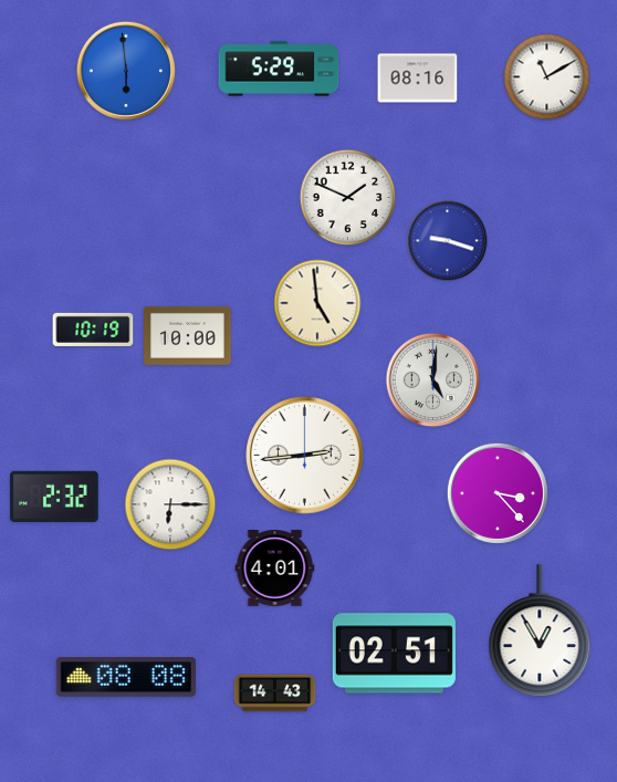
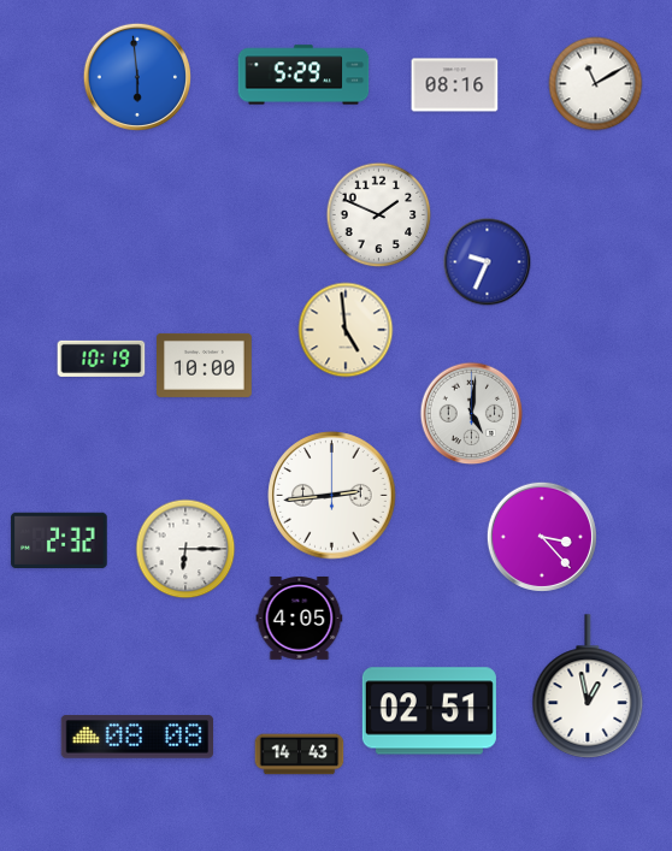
clock at (448, 241): 9:18 -> 9:34
clock at (275, 569): 4:01 -> 4:05
clock at (540, 630): 12:55 -> 12:58
